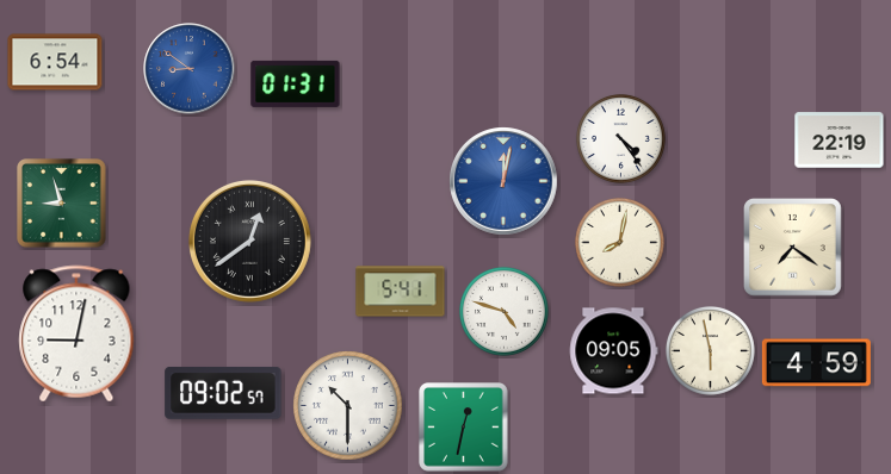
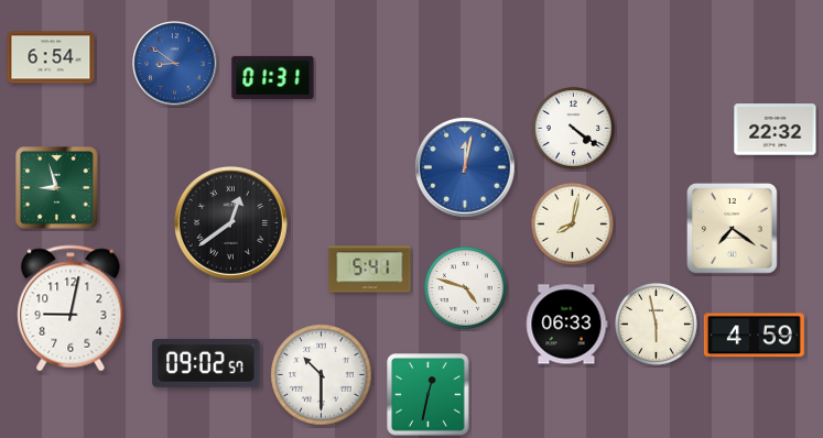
clock at (620, 138): 4:24 -> 4:21
clock at (840, 141): 22:19 -> 22:32
clock at (613, 351): 09:05 -> 06:33
